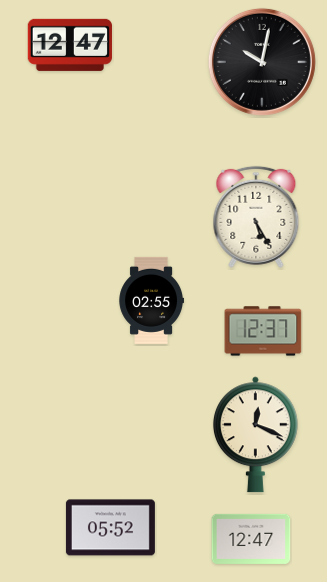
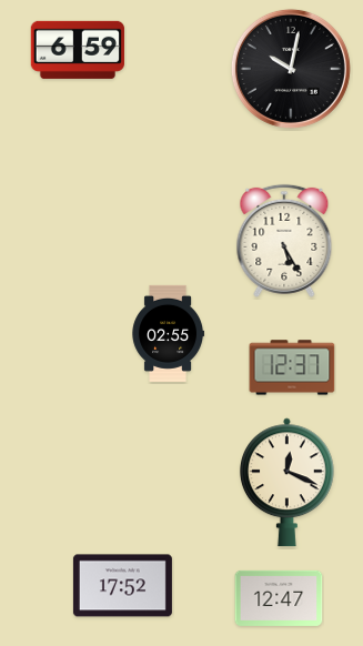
clock at (70, 45): 12:47 -> 6:59
clock at (255, 435) position: (255, 435) -> (286, 483)
clock at (110, 528): 05:52 -> 17:52
